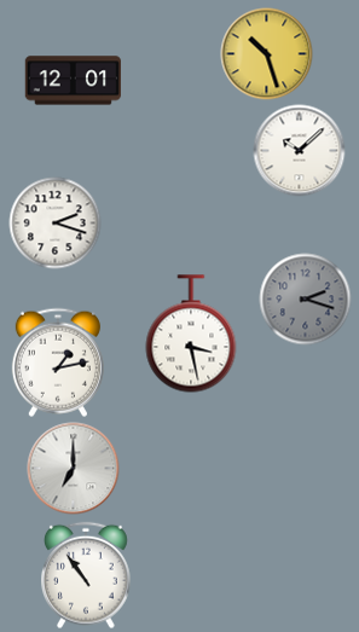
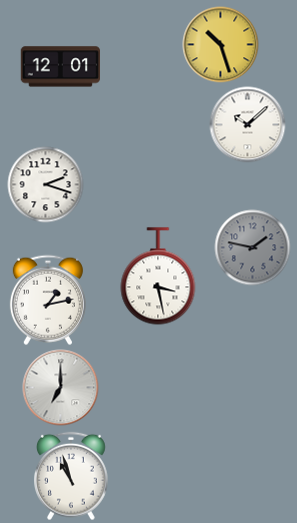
clock at (306, 300): 2:18 -> 1:47
clock at (87, 575): 10:54 -> 10:57
